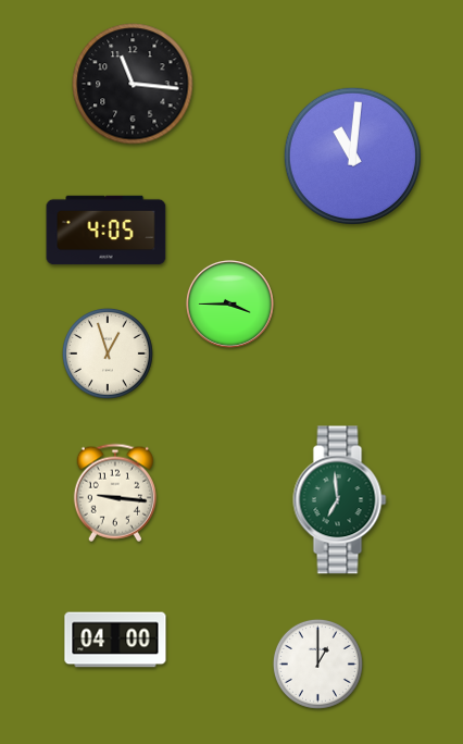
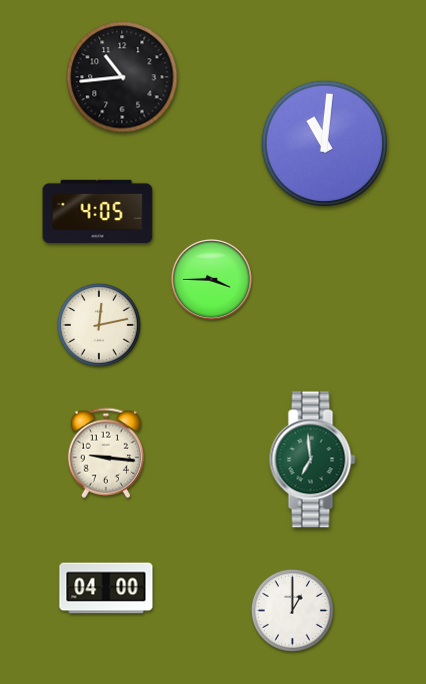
clock at (133, 84): 11:16 -> 10:44
clock at (108, 354): 12:57 -> 12:13
